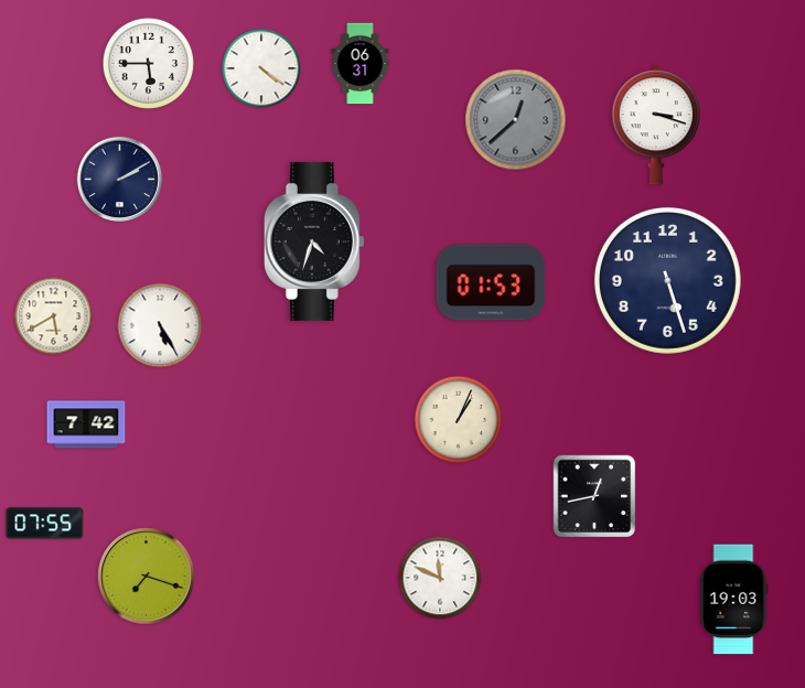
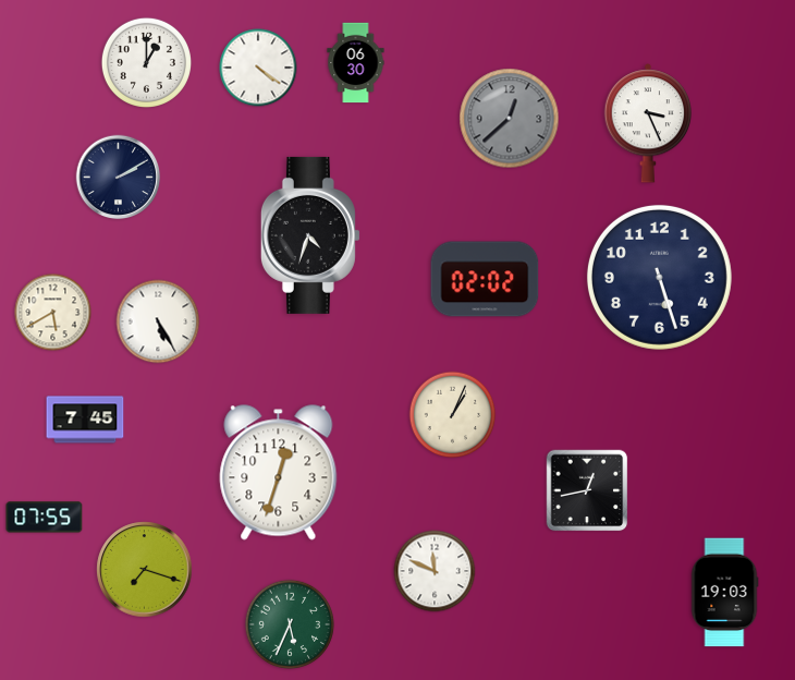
clock at (148, 63): 5:45 -> 1:00
clock at (361, 64): 06:31 -> 06:30
clock at (655, 125): 3:18 -> 3:26
clock at (314, 241) position: (314, 241) -> (310, 235)
clock at (491, 282): 01:53 -> 02:02
clock at (86, 424): 7:42 -> 7:45
clock at (279, 473): none -> 12:33
clock at (289, 623): none -> 5:34
